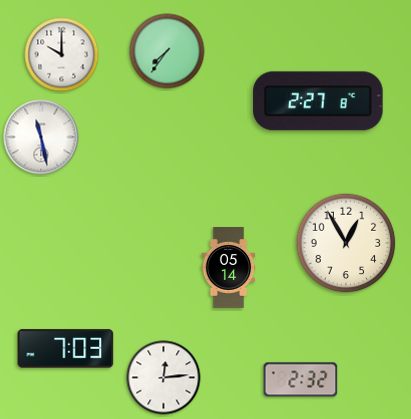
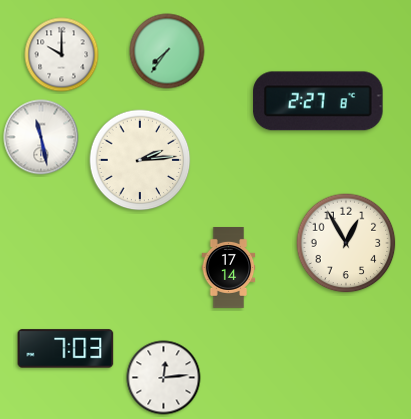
clock at (140, 160): none -> 2:14
clock at (229, 268): 05:14 -> 17:14
clock at (301, 380): 2:32 -> none
